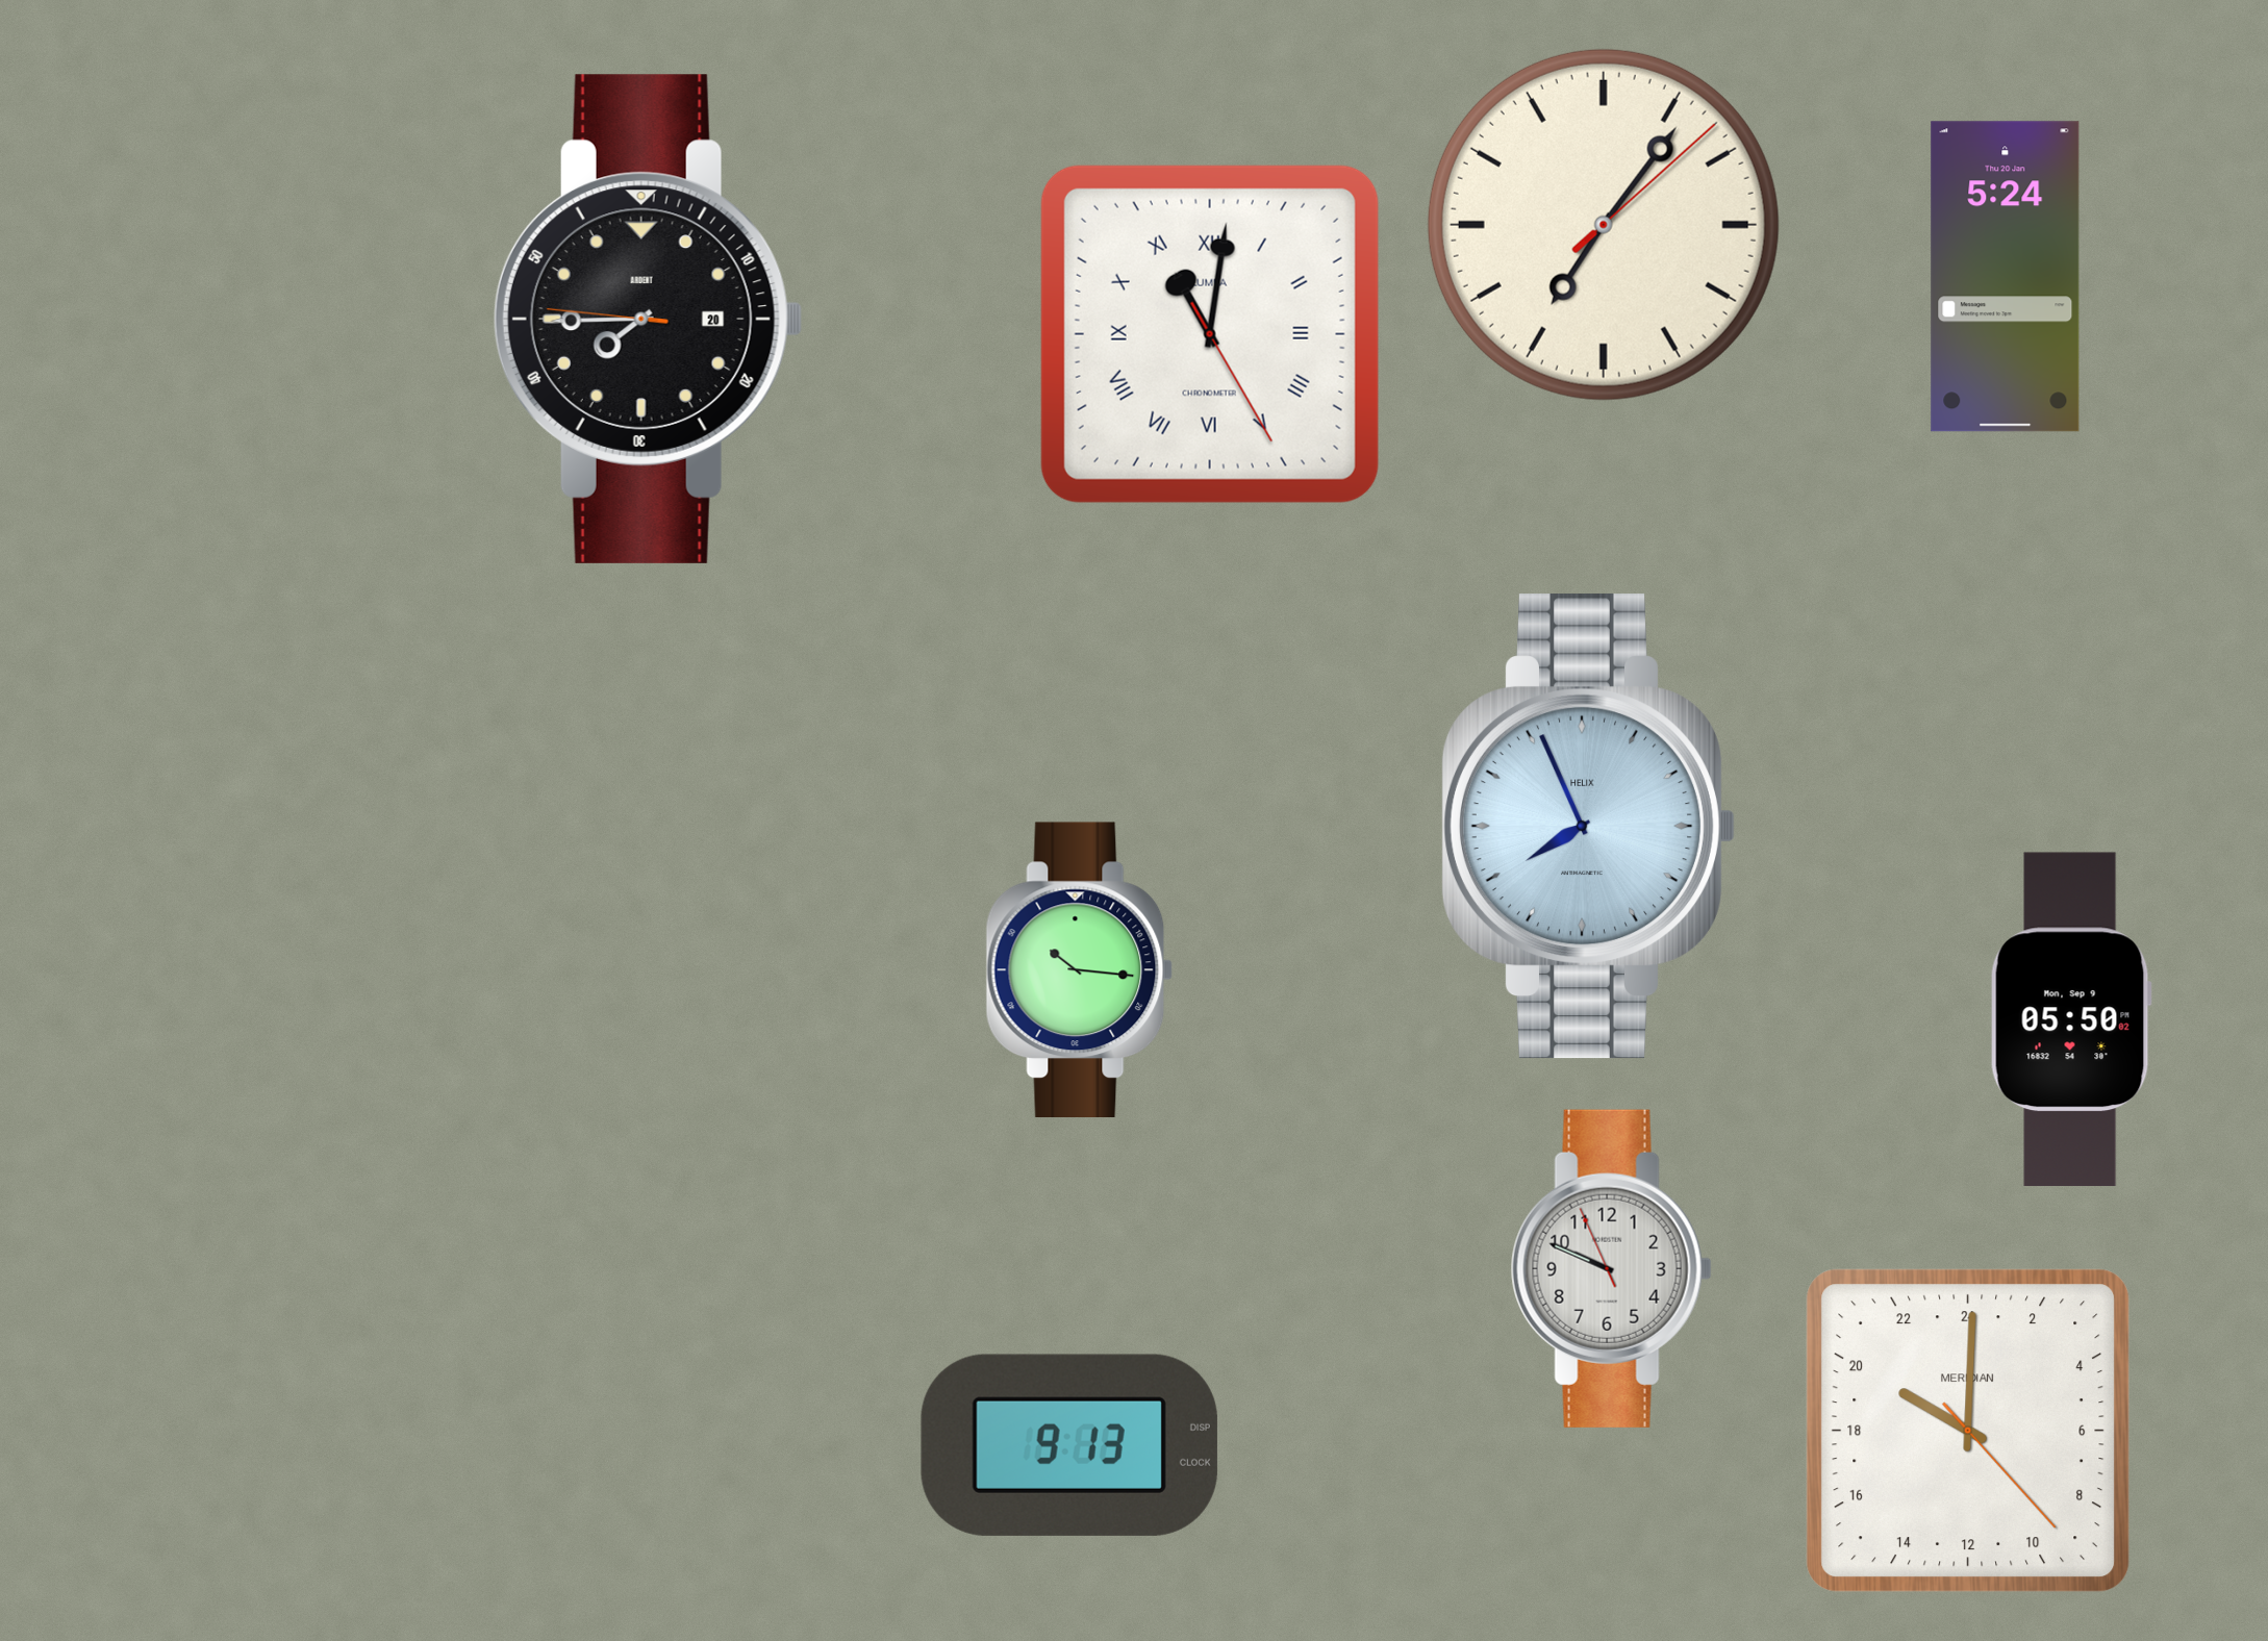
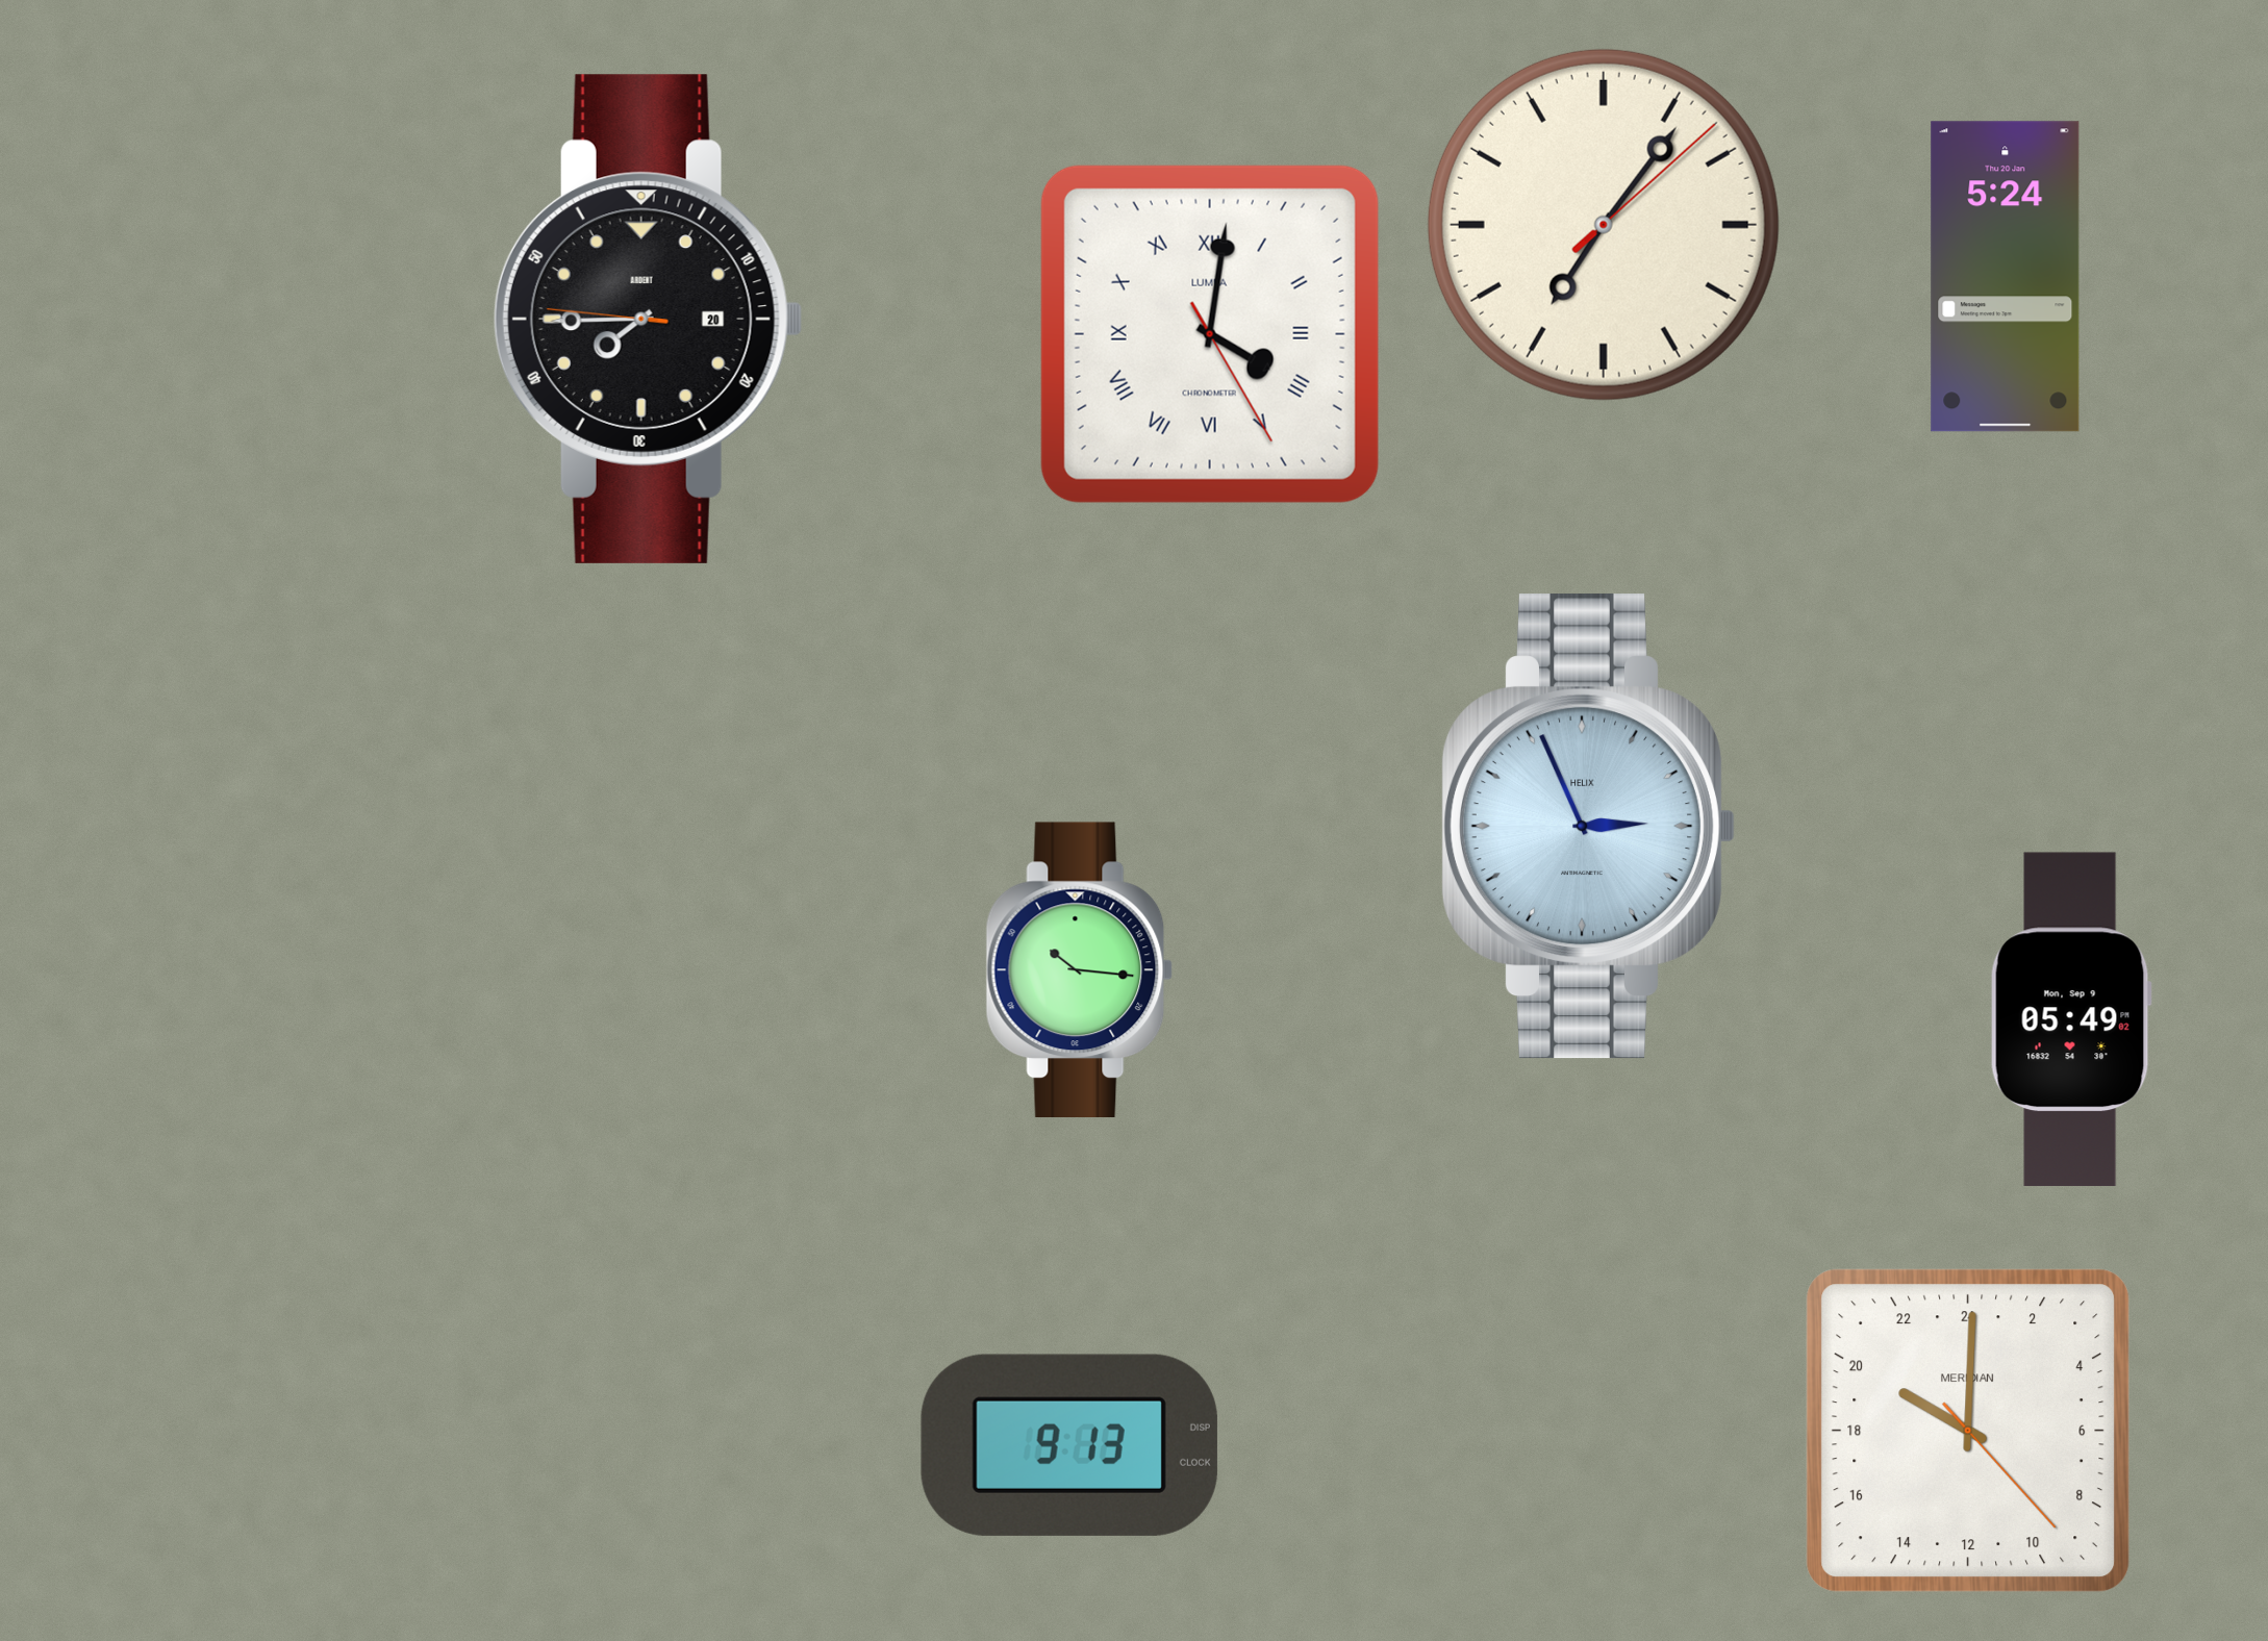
clock at (1210, 334): 11:01 -> 4:01
clock at (1588, 827): 7:56 -> 2:56
clock at (2071, 1018): 05:50 -> 05:49
clock at (1611, 1268): 9:48 -> none
